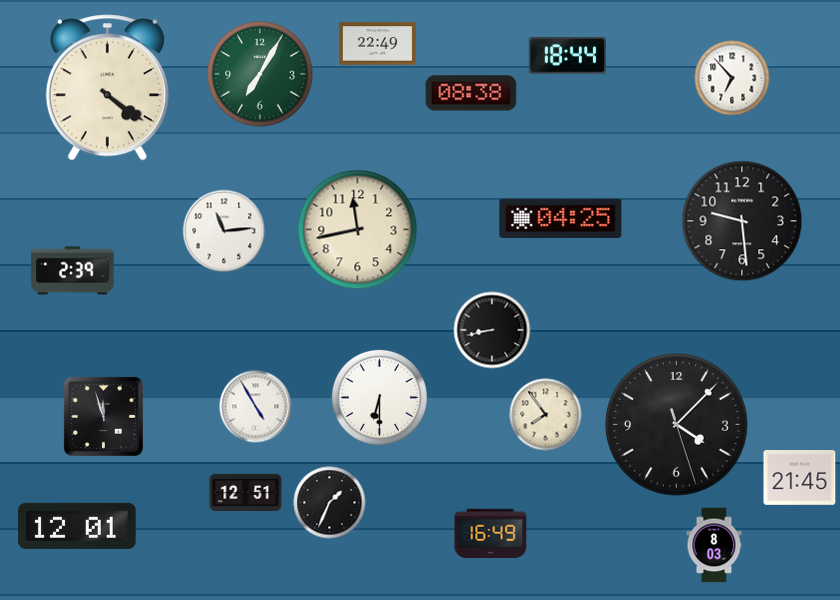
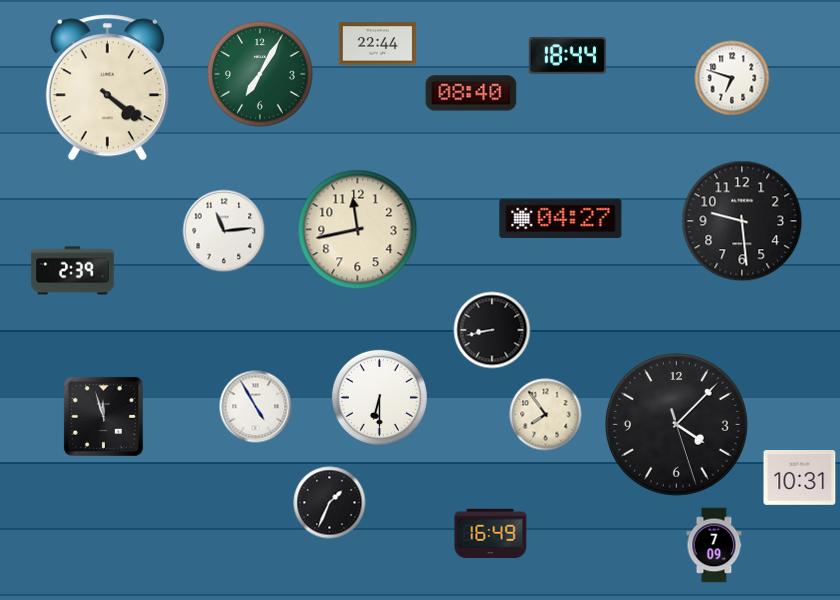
clock at (378, 44): 22:49 -> 22:44
clock at (732, 78): 6:53 -> 6:48
clock at (471, 93): 08:38 -> 08:40
clock at (561, 219): 04:25 -> 04:27
clock at (800, 478): 21:45 -> 10:31
clock at (246, 493): 12:51 -> none
clock at (77, 526): 12:01 -> none
clock at (714, 545): 8:03 -> 7:09
